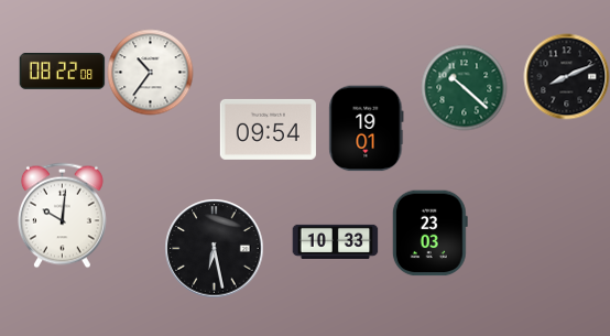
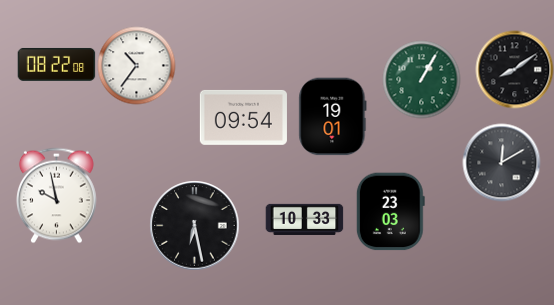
clock at (566, 76): 8:11 -> 8:09
clock at (464, 87): 10:22 -> 1:05
clock at (501, 162): none -> 12:10
clock at (62, 215): 10:01 -> 9:58
